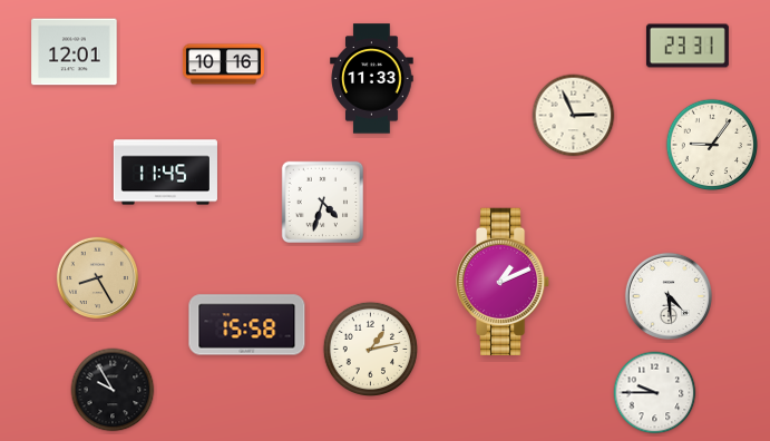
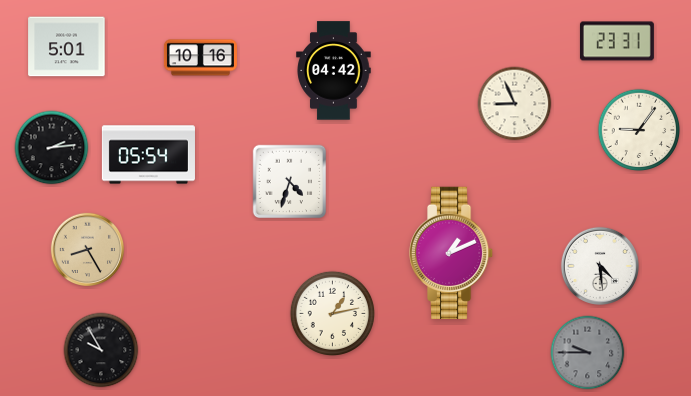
clock at (75, 52): 12:01 -> 5:01
clock at (372, 79): 11:33 -> 04:42
clock at (574, 116): 2:56 -> 8:56
clock at (52, 148): none -> 2:14
clock at (165, 173): 11:45 -> 05:54
clock at (247, 325): 15:58 -> none
clock at (655, 393) dial: white -> grey
